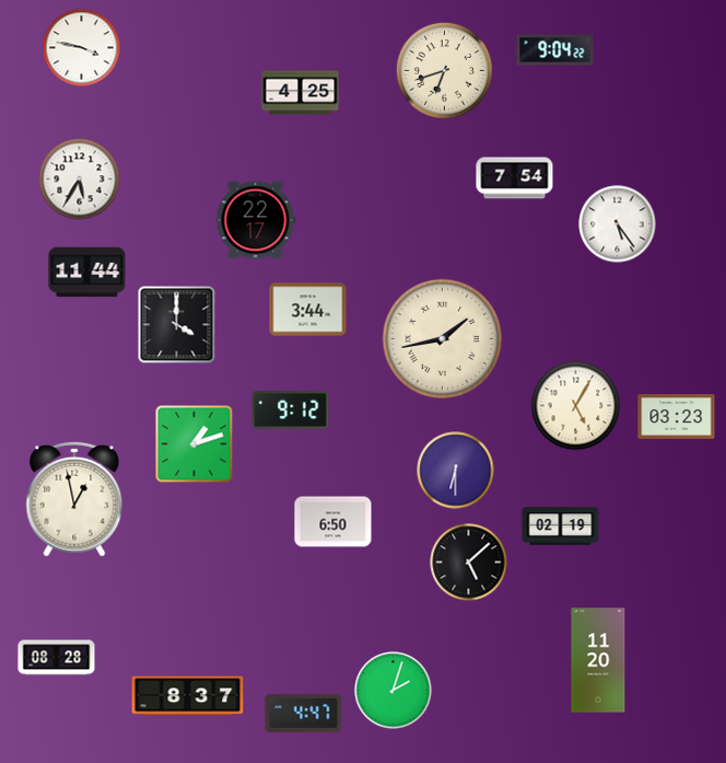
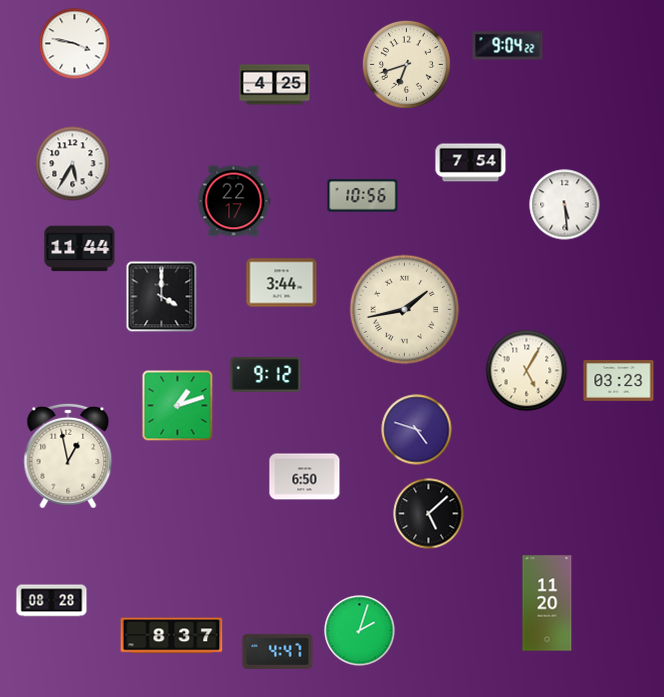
clock at (363, 196): none -> 10:56
clock at (618, 224): 5:24 -> 5:29
clock at (456, 471): 6:30 -> 4:48
clock at (561, 527): 02:19 -> none
